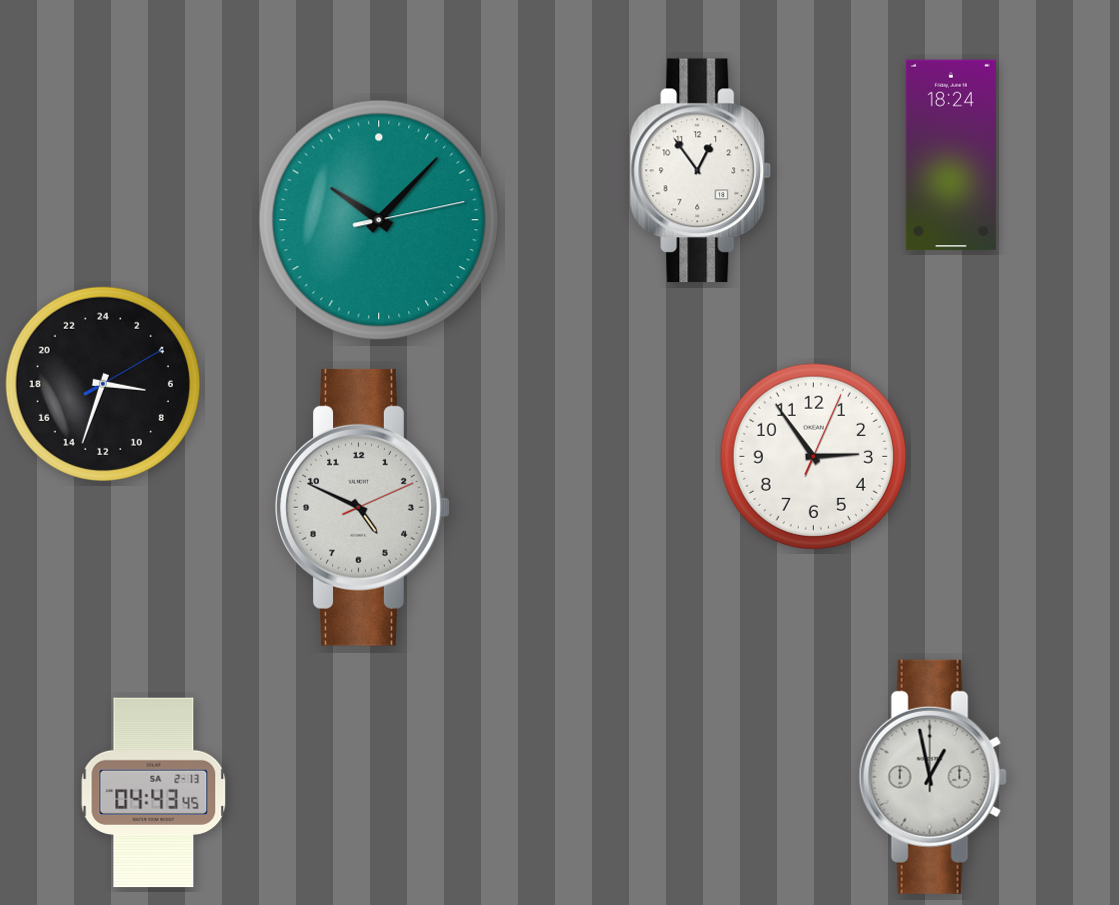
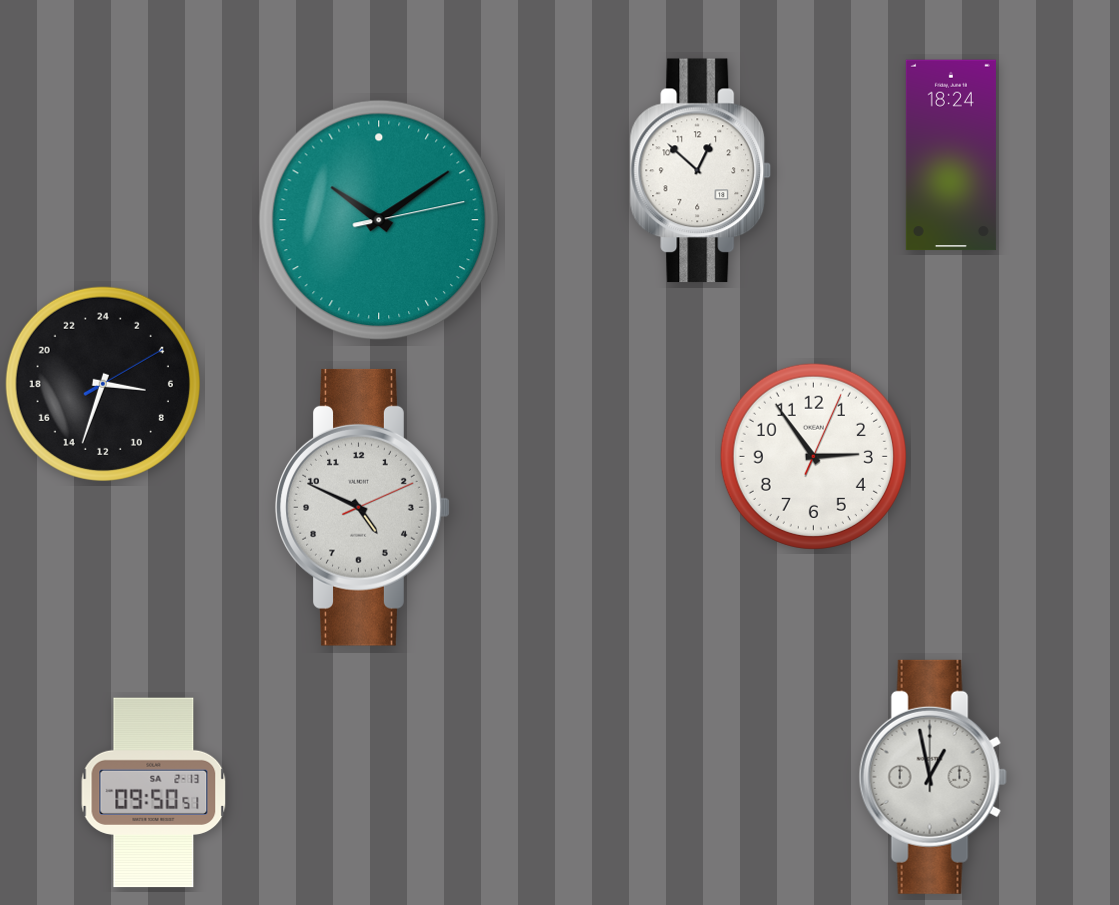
clock at (701, 171): 12:54 -> 12:52
clock at (379, 220): 10:07 -> 10:09
clock at (154, 793): 04:43 -> 09:50
